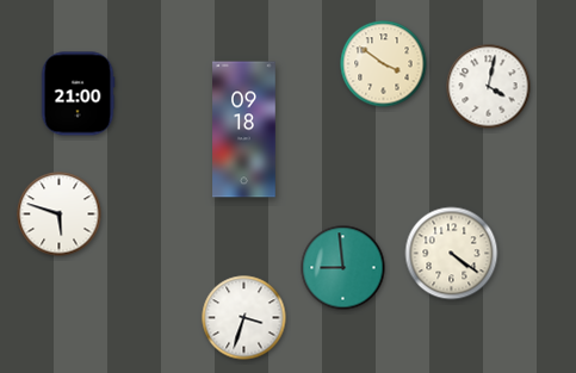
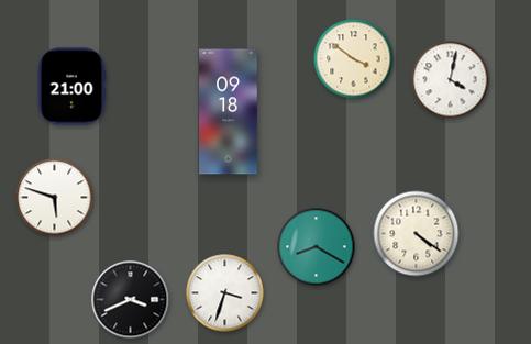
clock at (244, 130) position: (244, 130) -> (229, 112)
clock at (343, 268): 8:59 -> 8:20
clock at (131, 300): none -> 3:41
